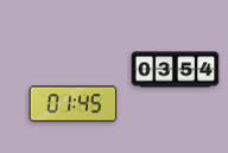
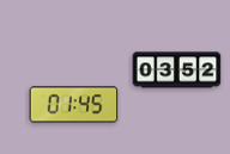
clock at (176, 70): 03:54 -> 03:52
